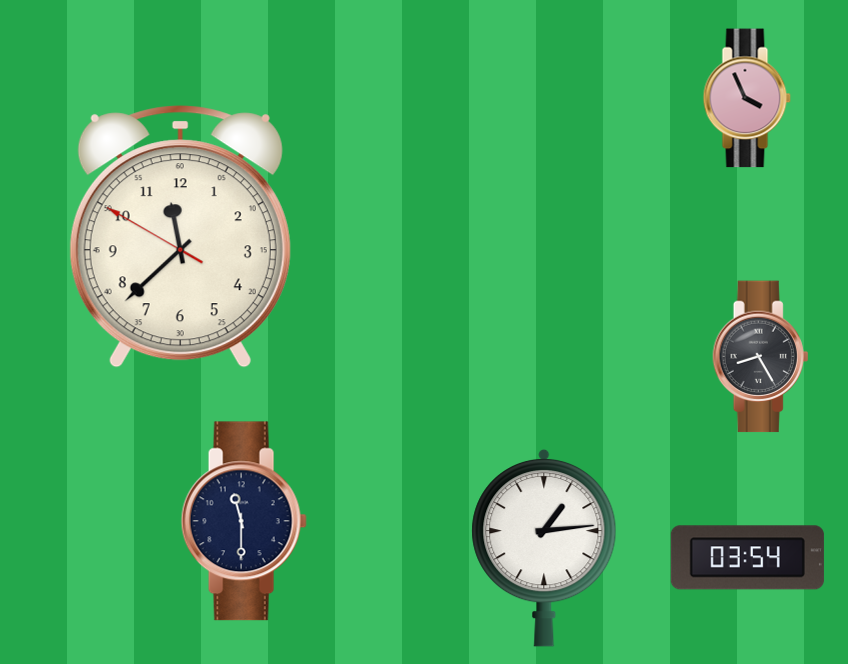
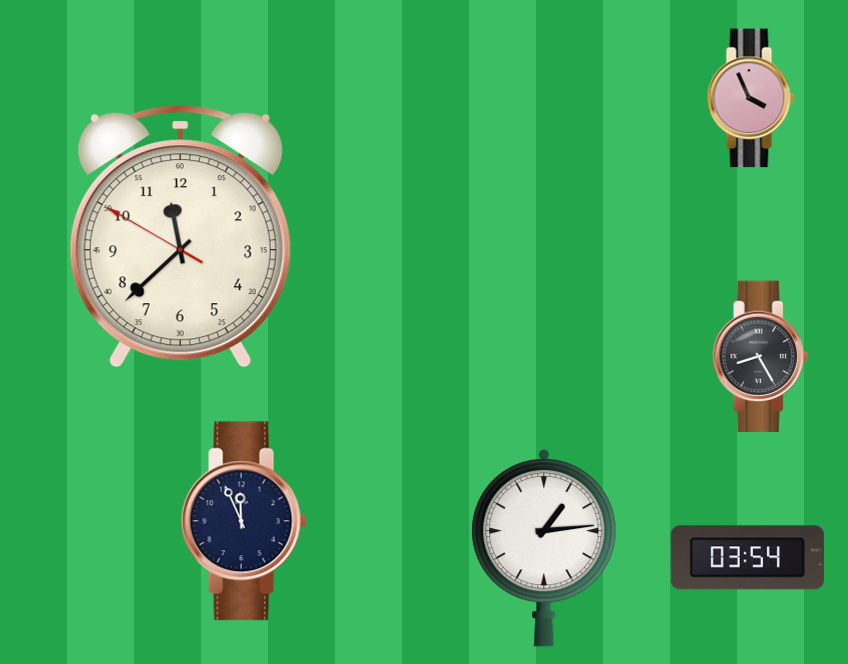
clock at (747, 98) position: (747, 98) -> (751, 98)
clock at (244, 521): 11:30 -> 11:56
